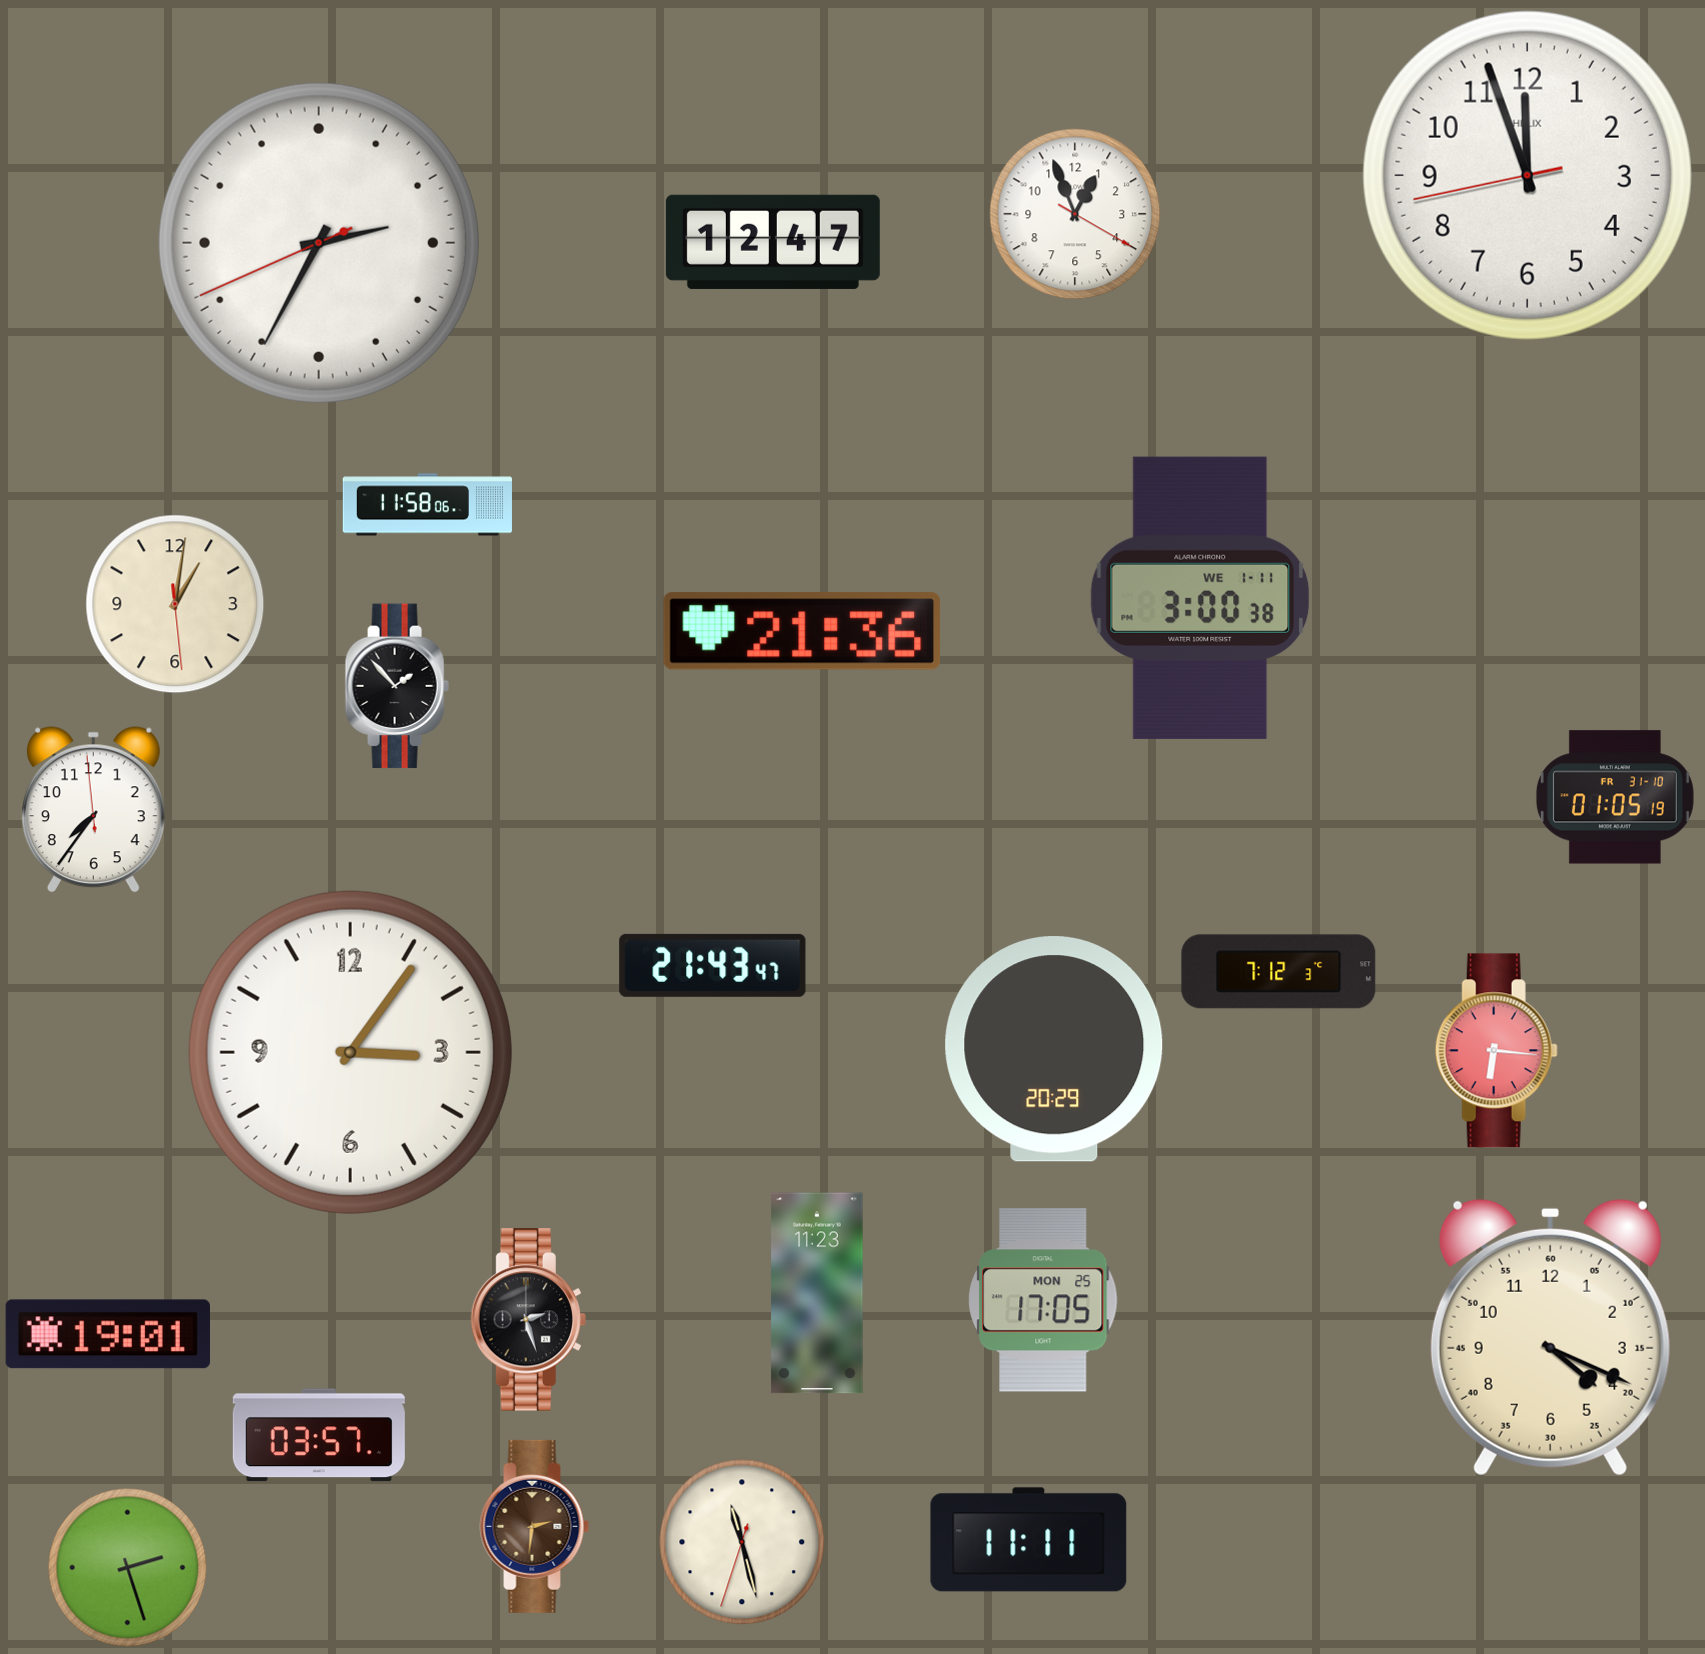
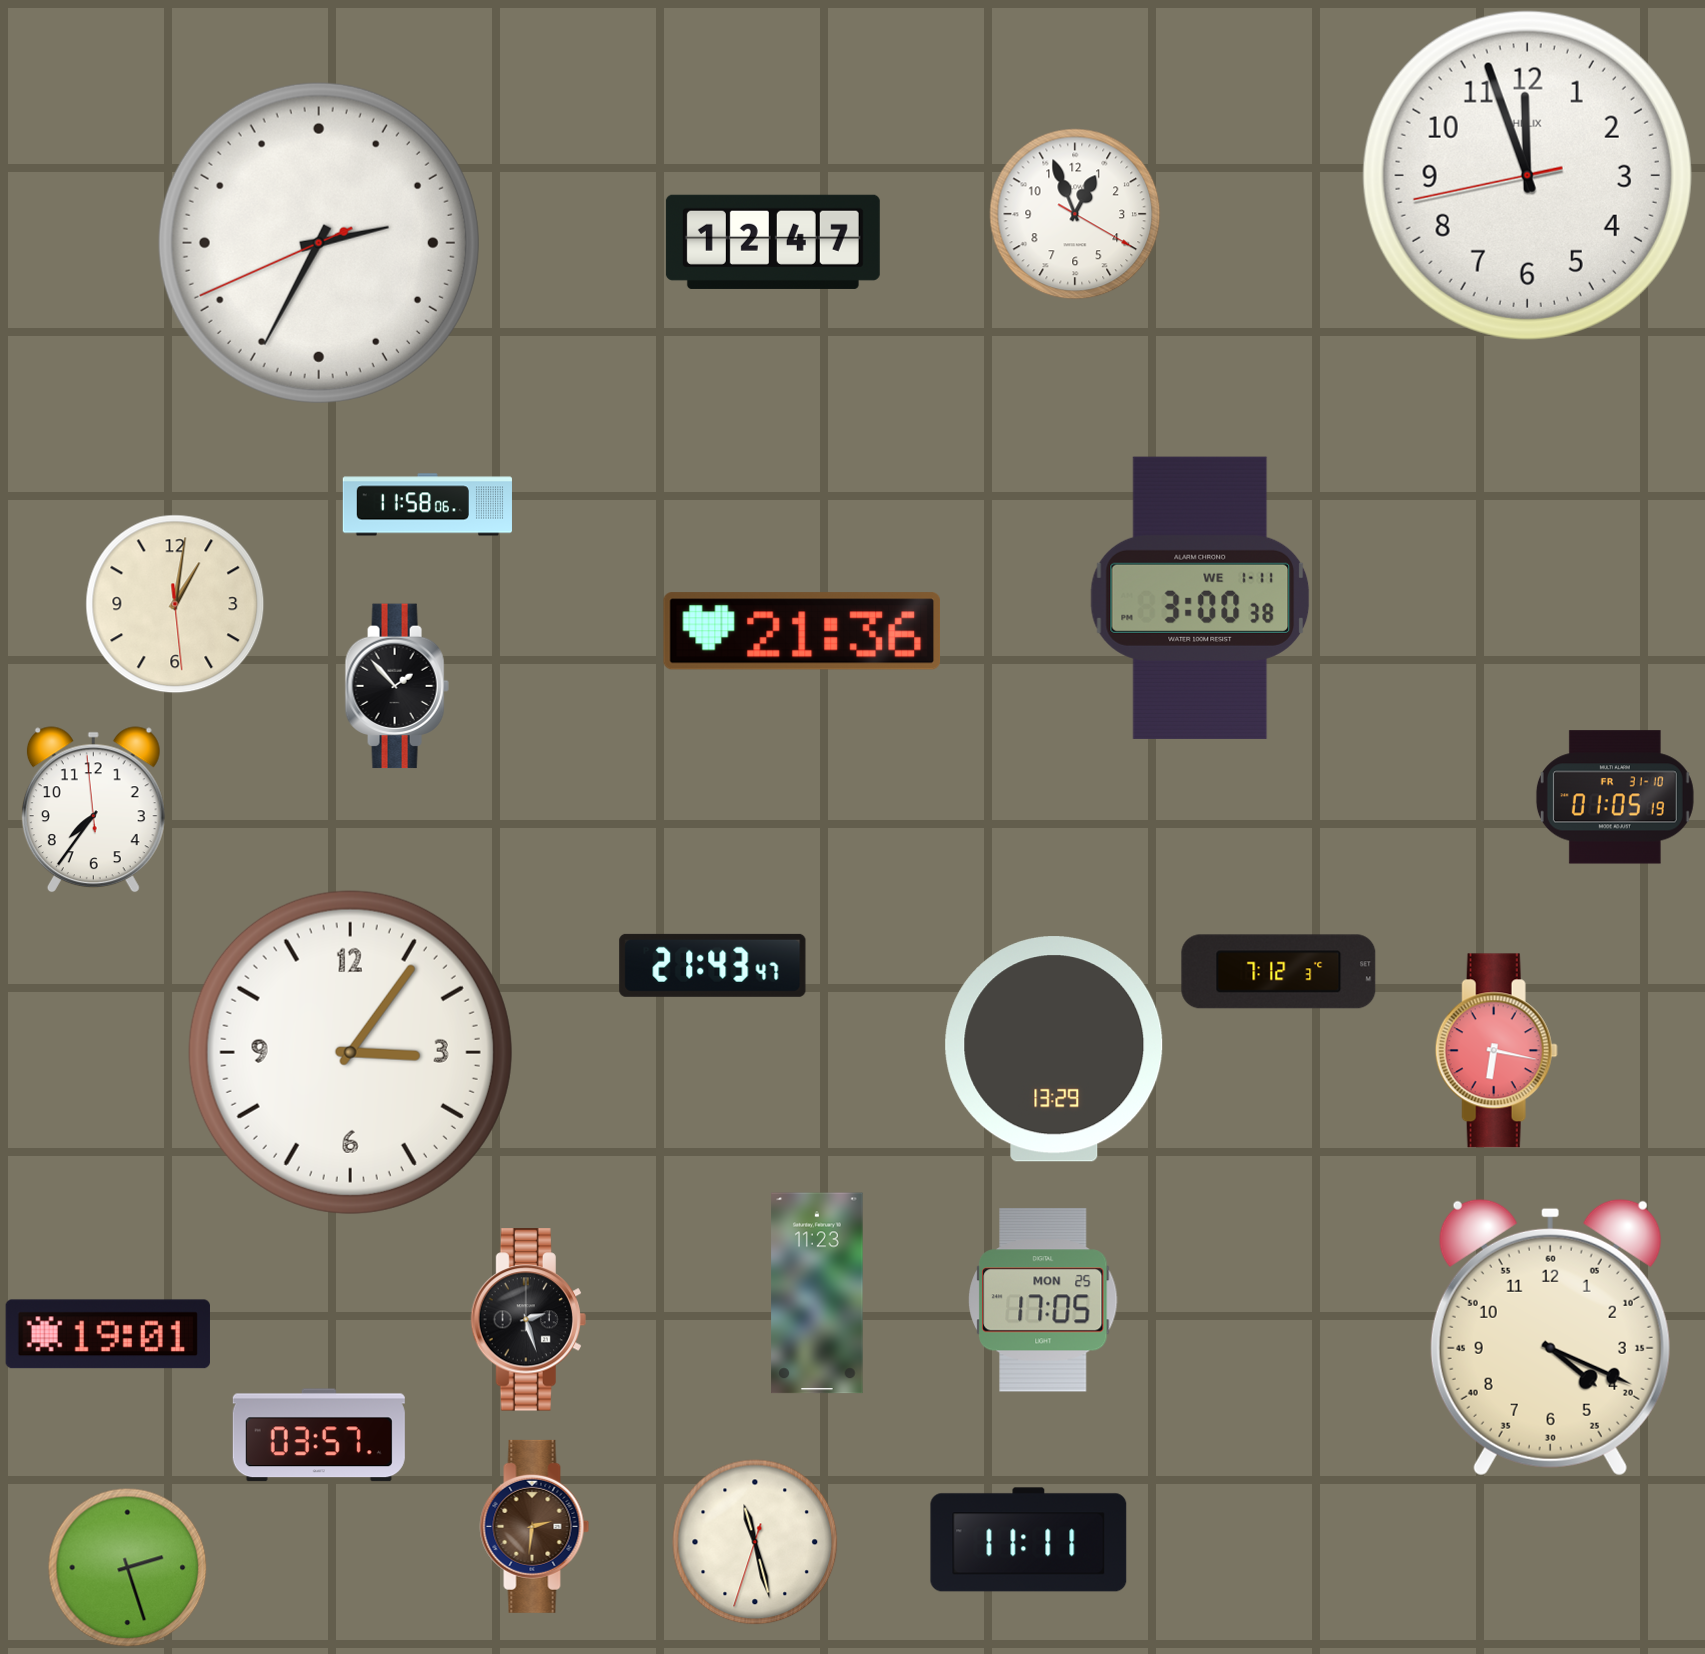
clock at (1054, 1049): 20:29 -> 13:29
clock at (1496, 1051): 6:16 -> 6:17
clock at (742, 1542) position: (742, 1542) -> (755, 1542)
